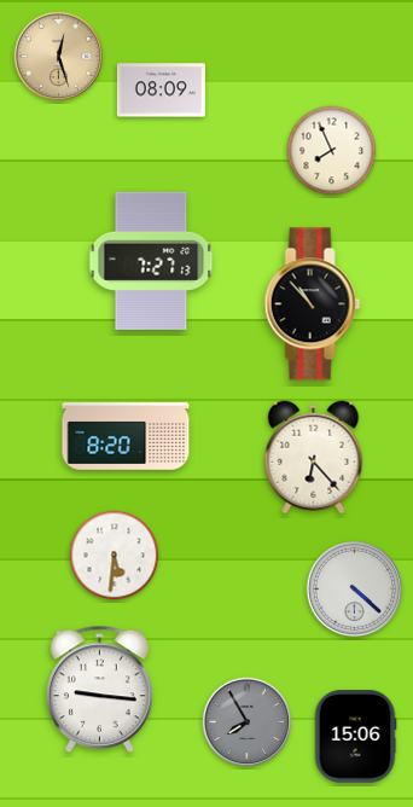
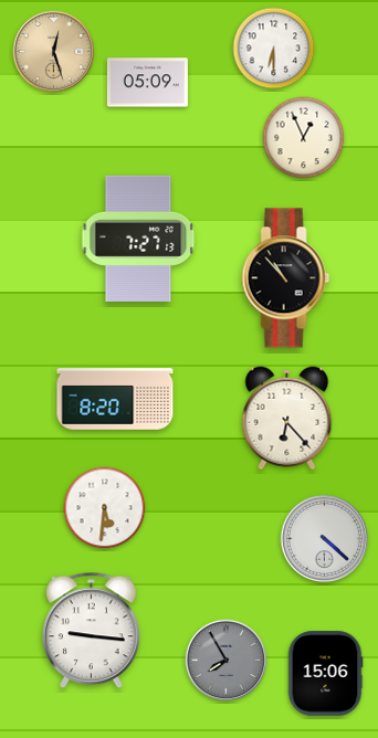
clock at (274, 49): none -> 6:30
clock at (161, 91): 08:09 -> 05:09
clock at (332, 151): 7:56 -> 12:56
